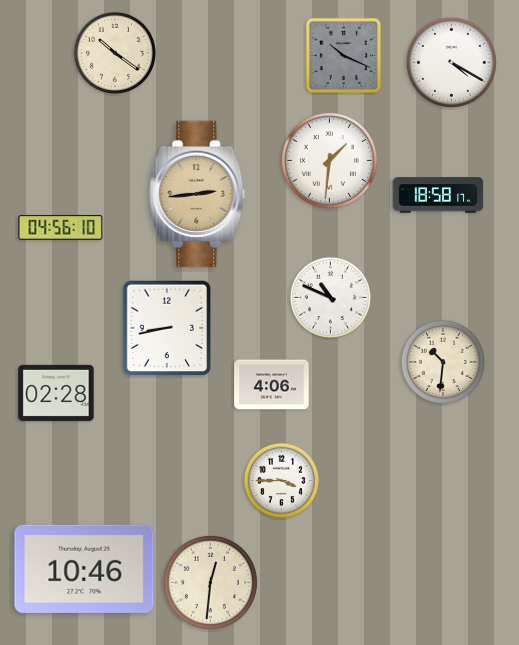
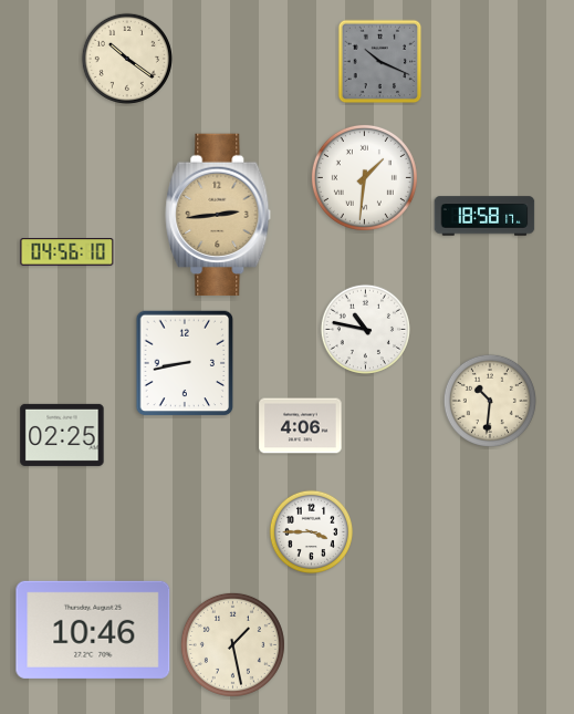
clock at (451, 62): 4:20 -> none
clock at (330, 297): 10:49 -> 10:47
clock at (56, 393): 02:28 -> 02:25
clock at (210, 582): 12:31 -> 1:28
